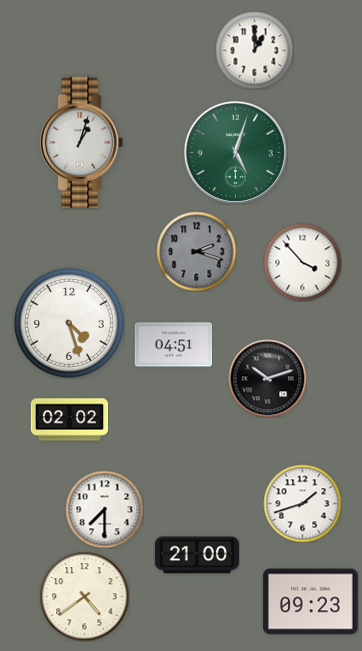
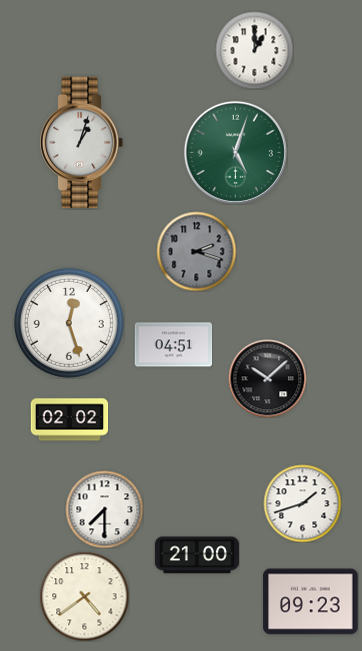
clock at (302, 262): 3:53 -> none
clock at (69, 323): 4:27 -> 12:27
clock at (267, 378): 10:12 -> 10:08
